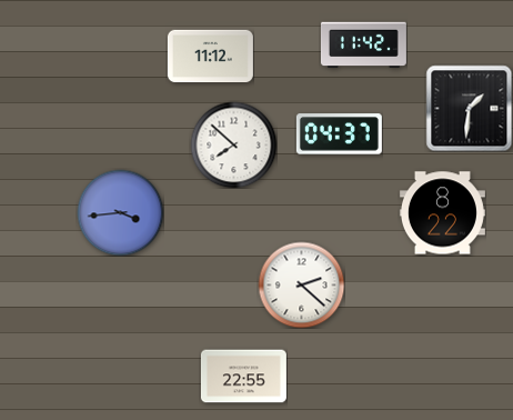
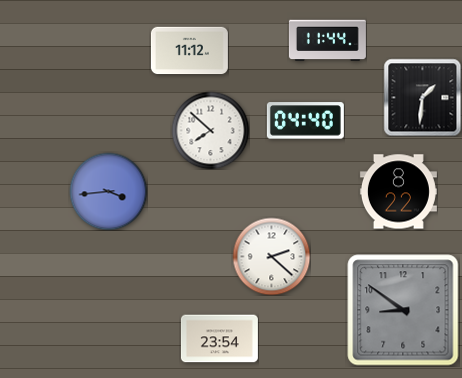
clock at (363, 46): 11:42 -> 11:44
clock at (339, 134): 04:37 -> 04:40
clock at (403, 310): none -> 8:51
clock at (243, 377): 22:55 -> 23:54
